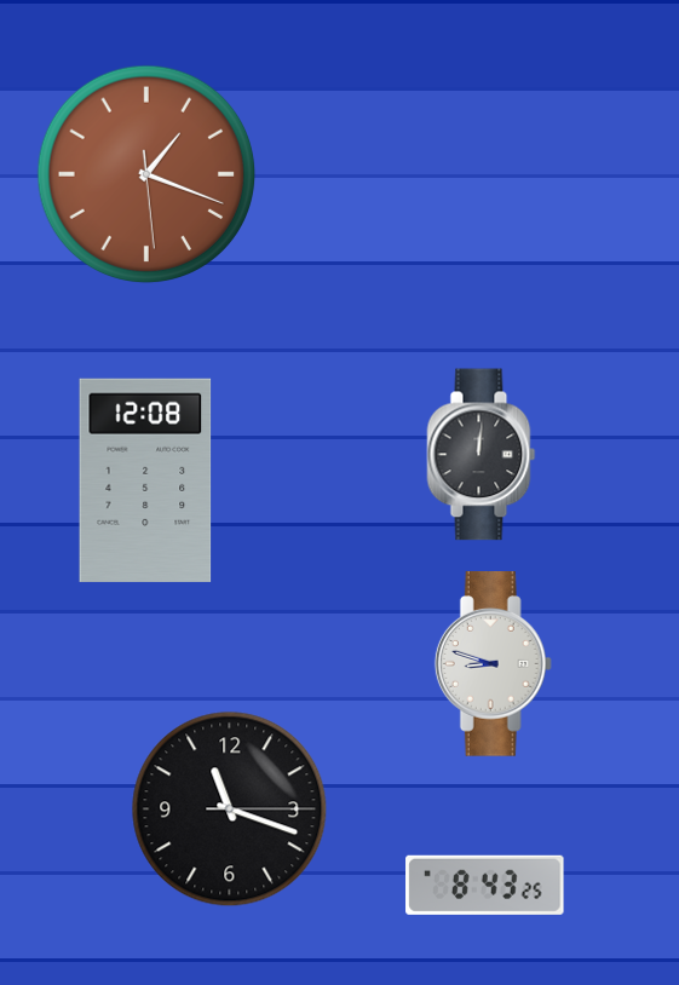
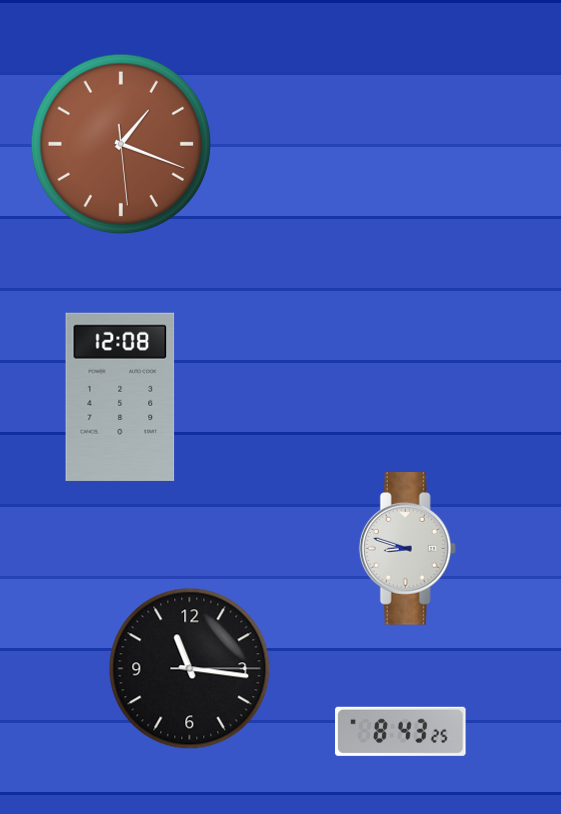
clock at (482, 455): 12:01 -> none
clock at (230, 810): 11:18 -> 11:16
